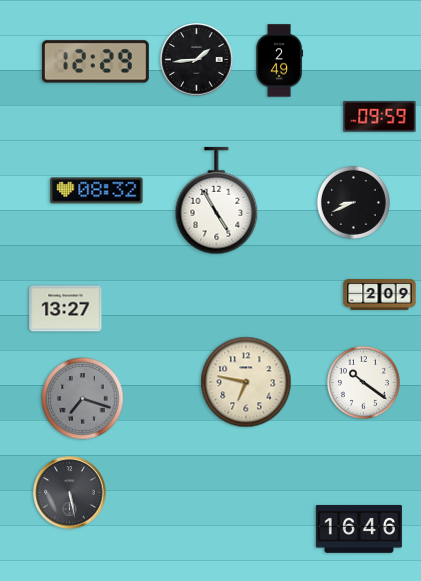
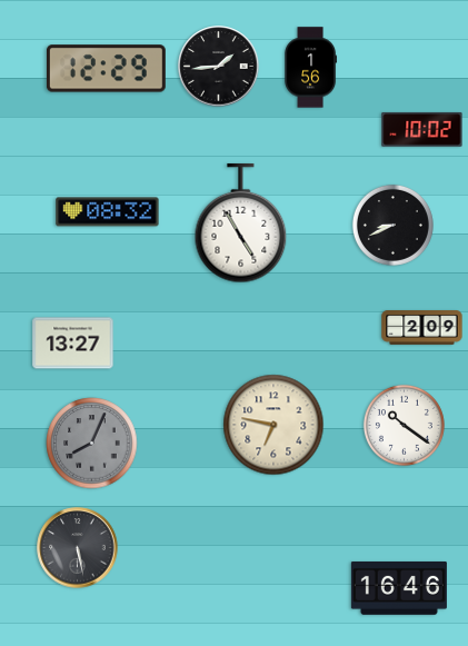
clock at (280, 61): 2:49 -> 1:56
clock at (380, 116): 09:59 -> 10:02
clock at (83, 399): 7:18 -> 8:04
